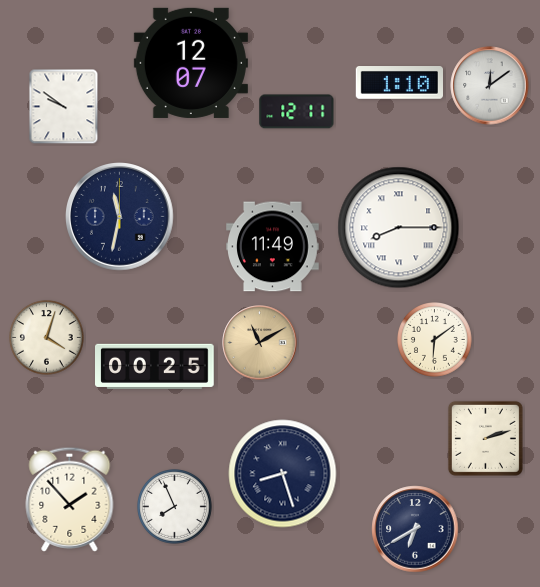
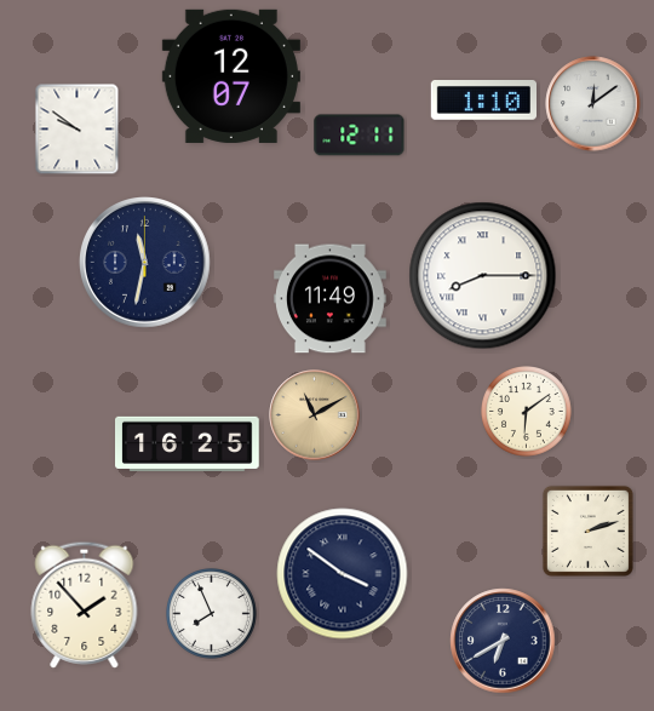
clock at (47, 338): 4:03 -> none
clock at (155, 366): 00:25 -> 16:25
clock at (283, 474): 8:27 -> 3:51
